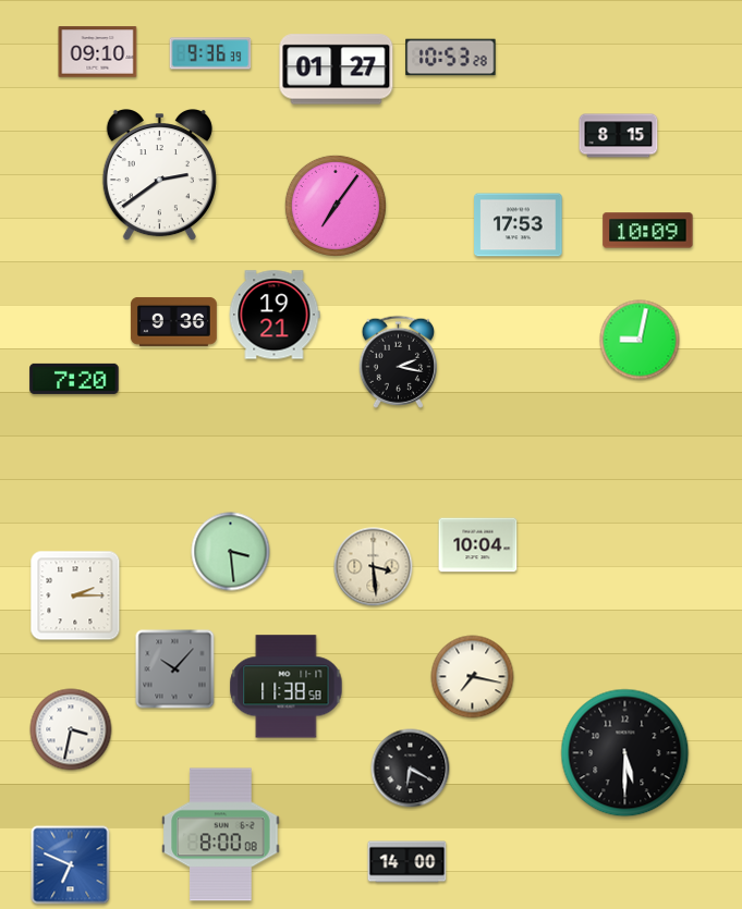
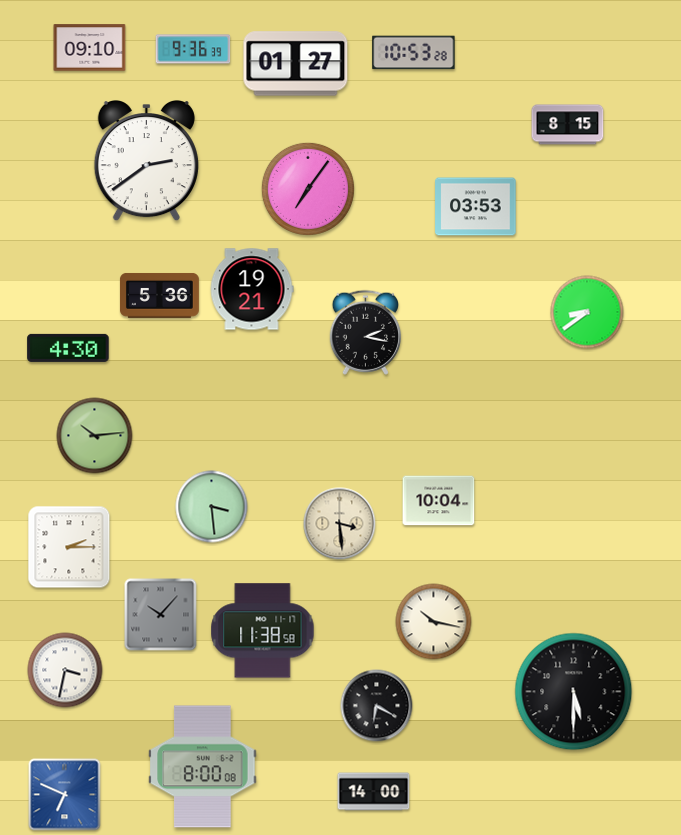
clock at (337, 70) position: (337, 70) -> (296, 64)
clock at (519, 225): 17:53 -> 03:53
clock at (648, 231): 10:09 -> none
clock at (173, 321): 9:36 -> 5:36
clock at (640, 340): 9:02 -> 8:39
clock at (74, 379): 7:20 -> 4:30
clock at (95, 436): none -> 10:14
clock at (374, 567) position: (374, 567) -> (340, 524)
clock at (473, 677): 7:17 -> 10:17
